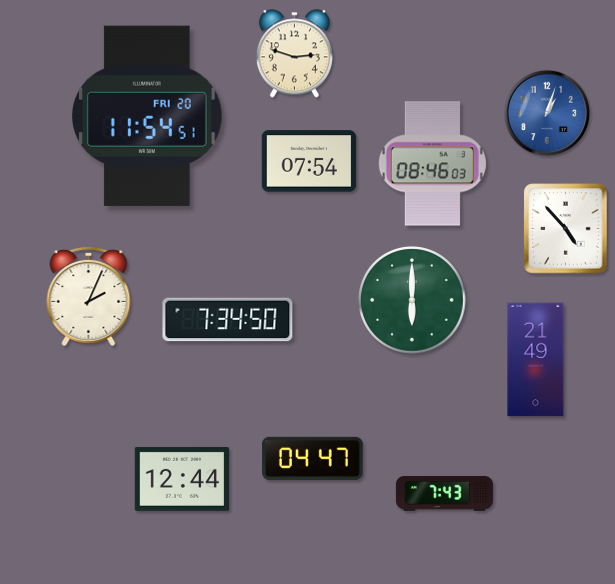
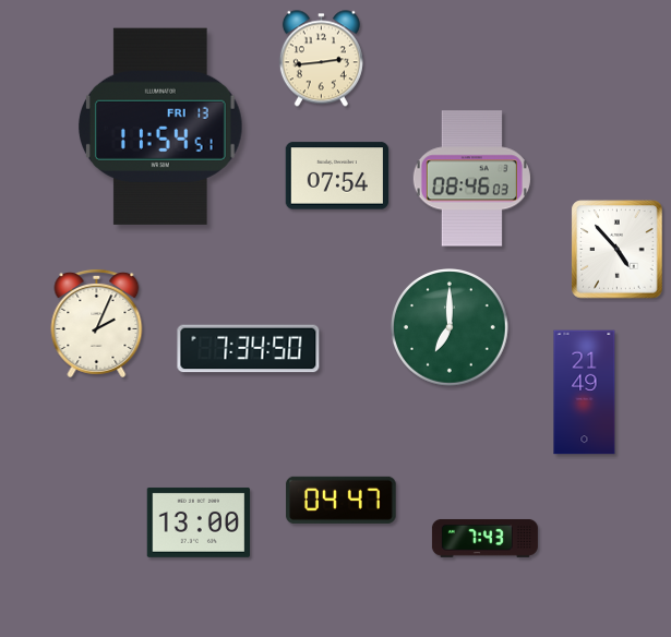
clock at (294, 54): 2:48 -> 2:44
clock at (547, 113): 1:03 -> none
clock at (148, 116) date: FRI 20 -> FRI 13
clock at (413, 301): 6:00 -> 7:00
clock at (182, 479): 12:44 -> 13:00
